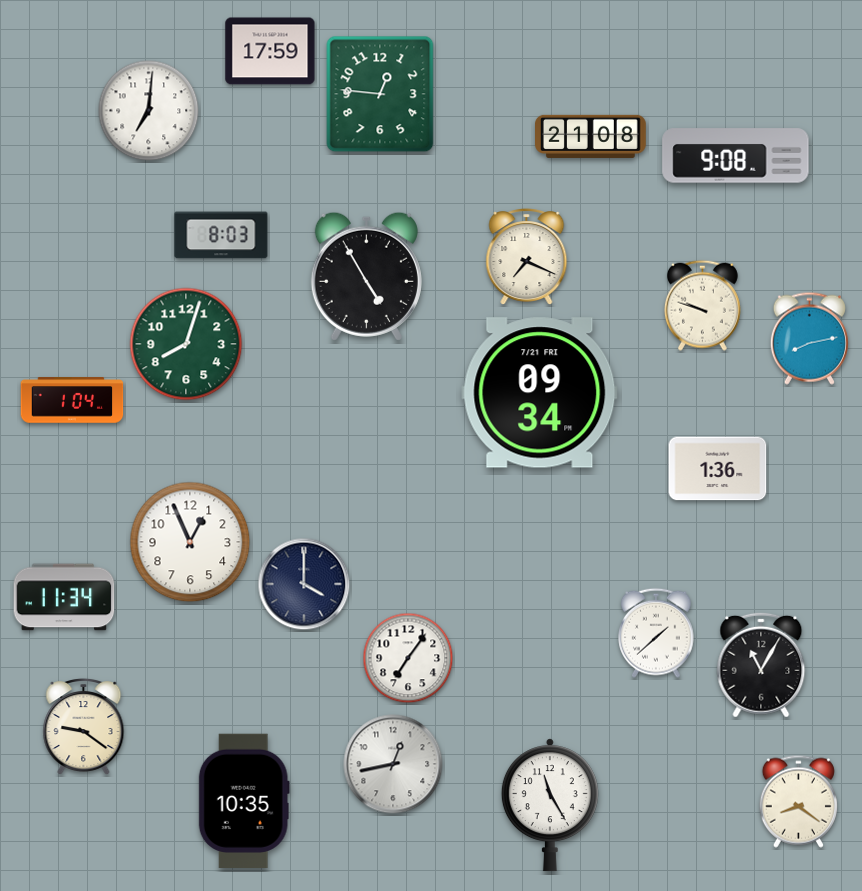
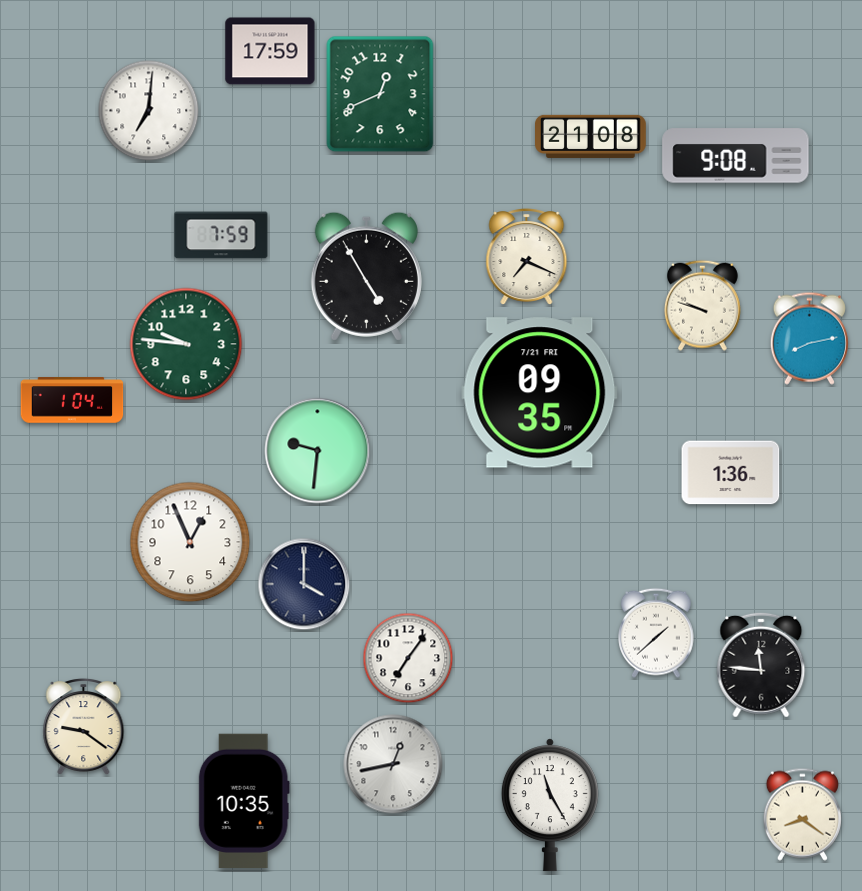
clock at (380, 94): 12:46 -> 12:41
clock at (221, 235): 8:03 -> 7:59
clock at (186, 344): 8:03 -> 9:46
clock at (540, 393): 09:34 -> 09:35
clock at (318, 451): none -> 9:31
clock at (718, 469) position: (718, 469) -> (731, 473)
clock at (64, 597): 11:34 -> none
clock at (761, 665): 11:05 -> 11:46
clock at (798, 801) position: (798, 801) -> (802, 814)
